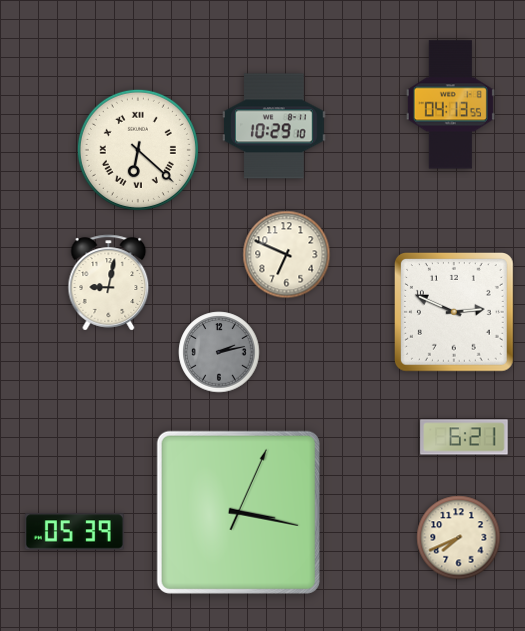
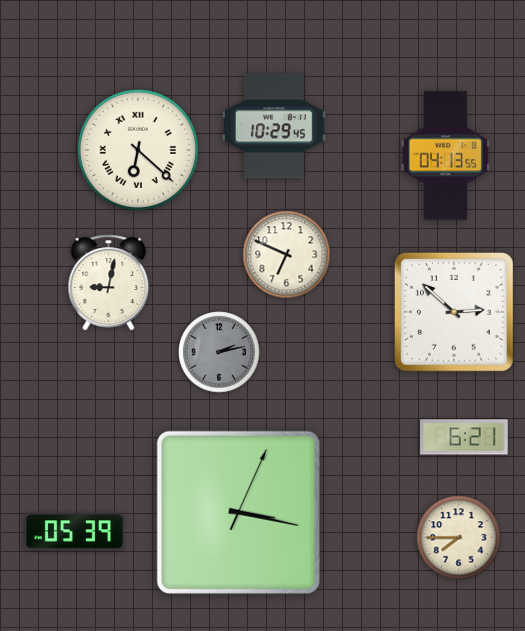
clock at (450, 105) position: (450, 105) -> (445, 156)
clock at (274, 126): 10:29:10 -> 10:29:45
clock at (455, 313): 2:49 -> 2:52
clock at (459, 538): 7:41 -> 7:45
